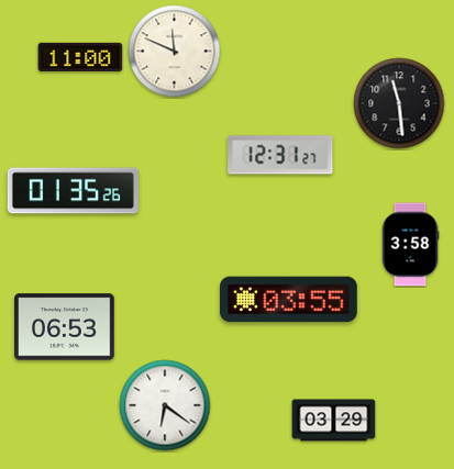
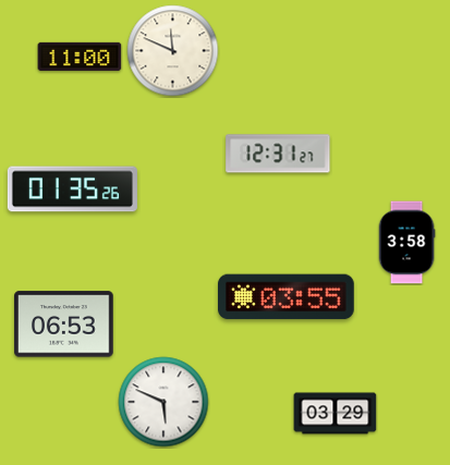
clock at (399, 103): 11:29 -> none
clock at (165, 405): 6:21 -> 5:49
clock at (334, 421) position: (334, 421) -> (336, 414)
